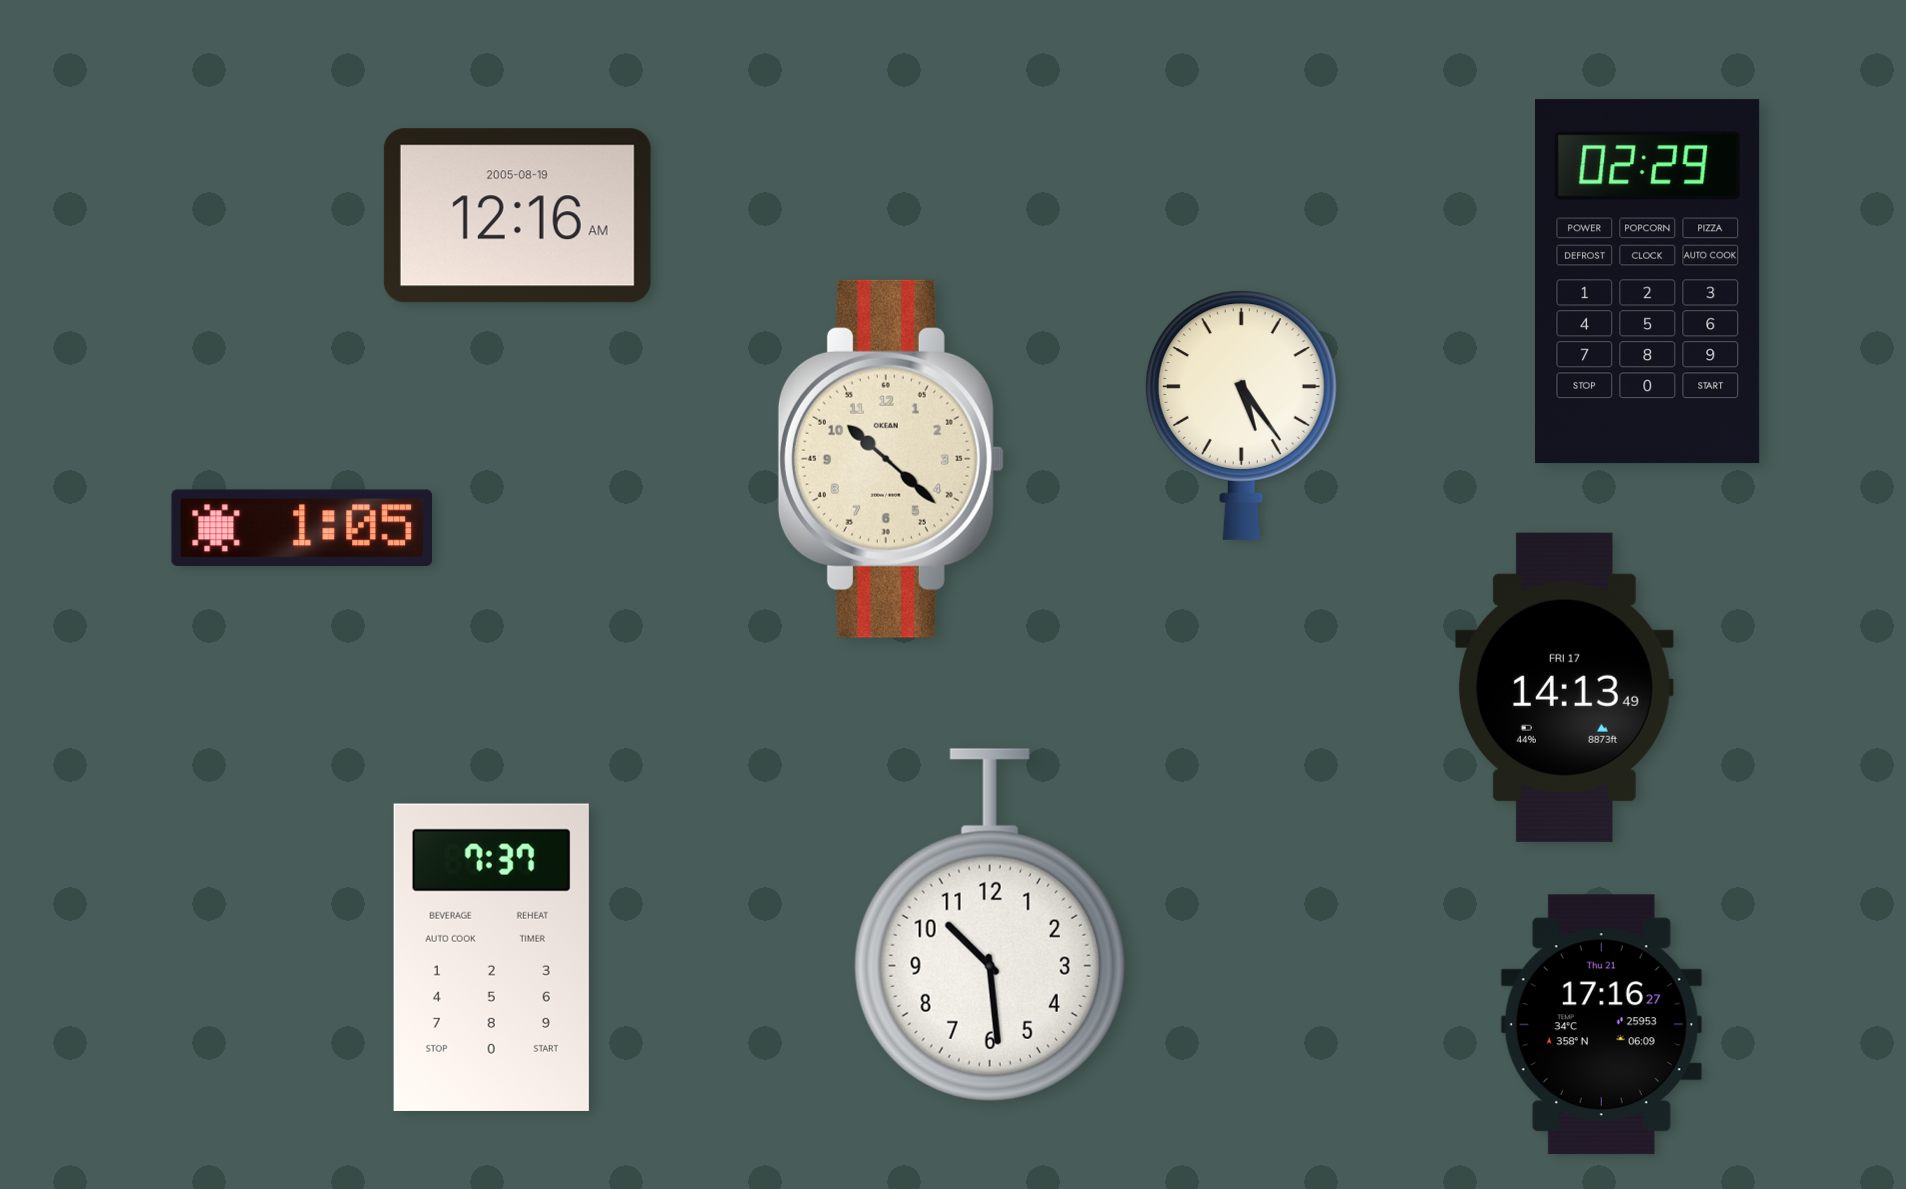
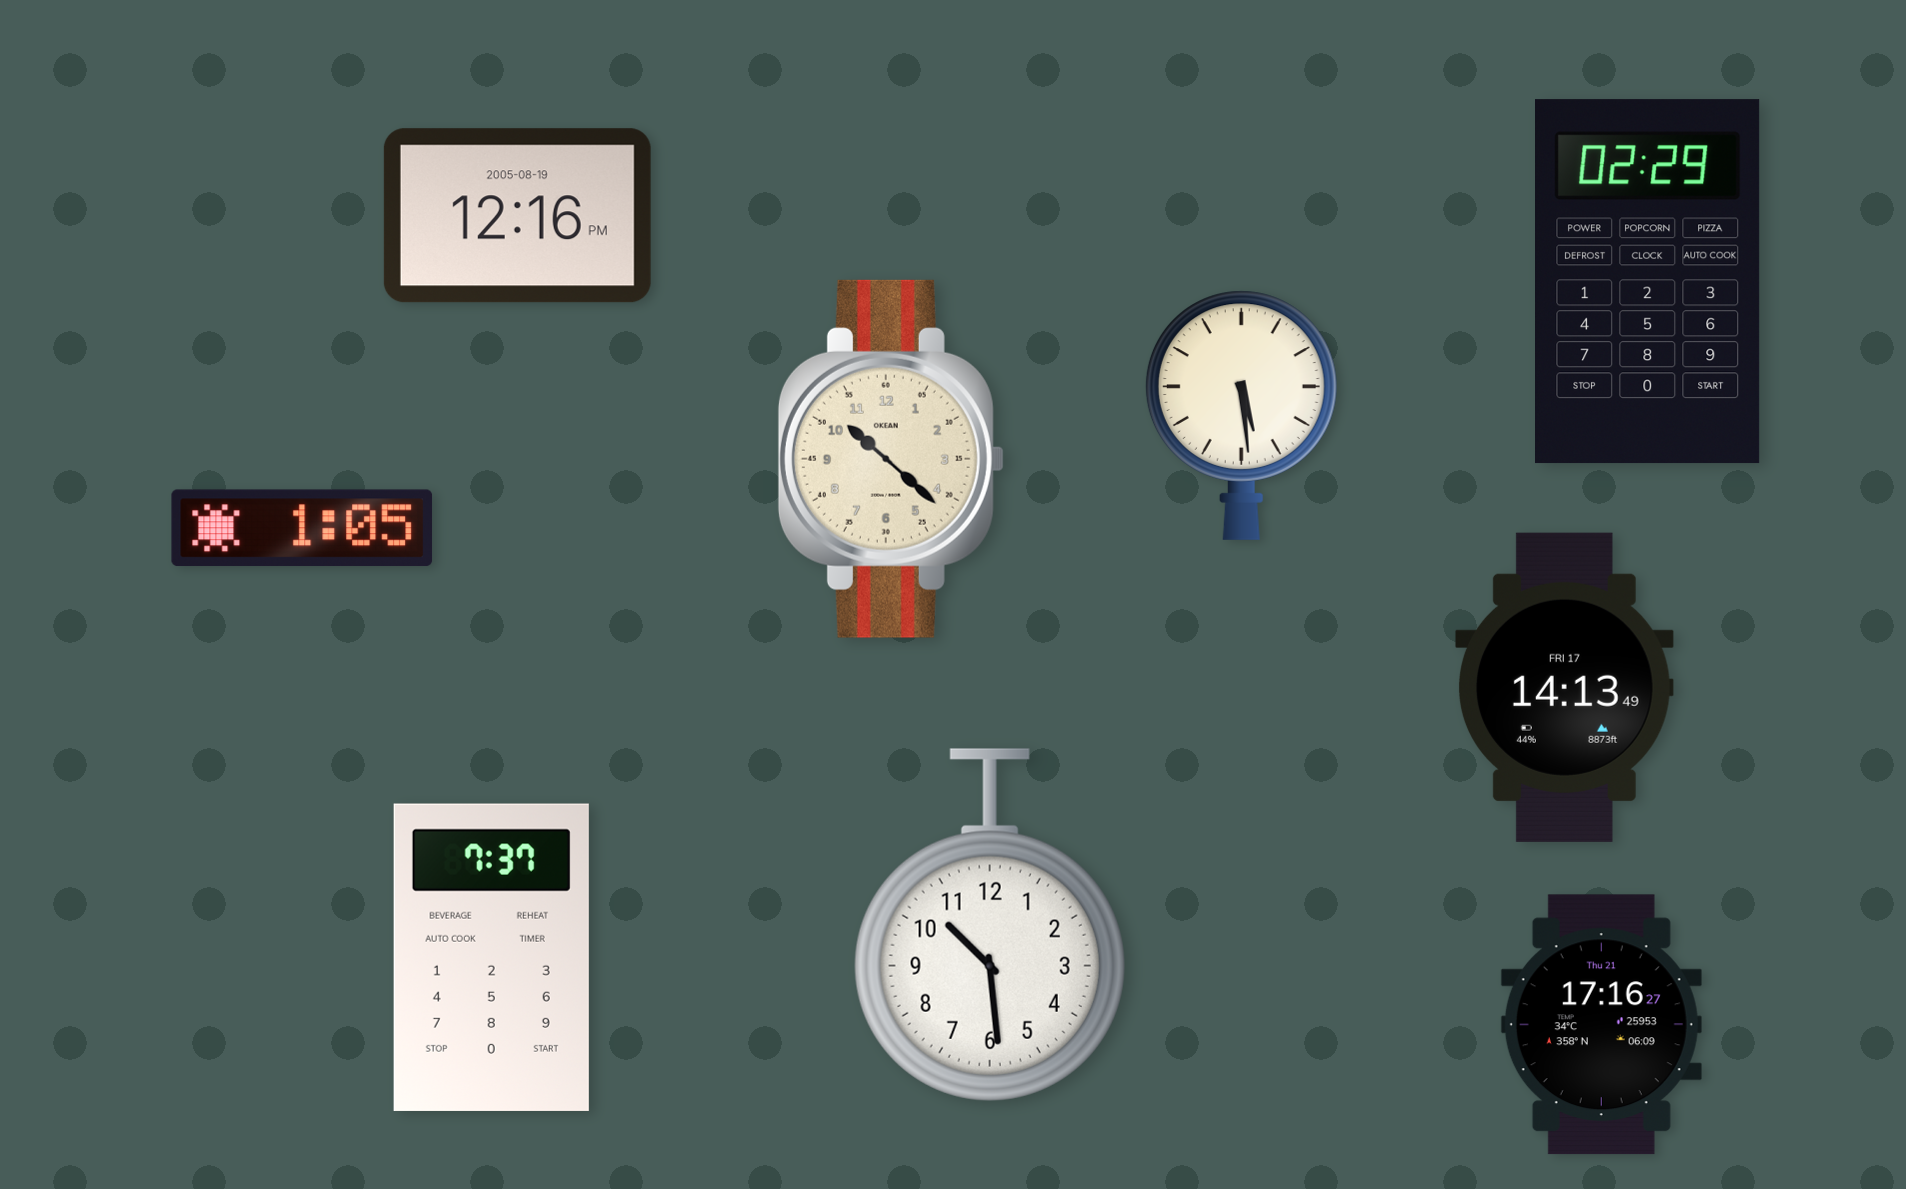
clock at (517, 216): 12:16 AM -> 12:16 PM
clock at (1241, 415): 5:24 -> 5:29
